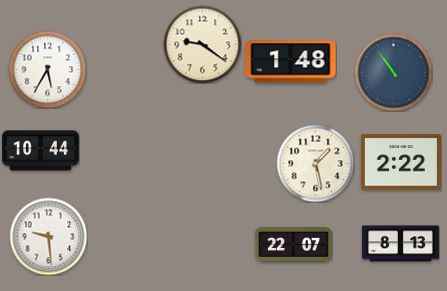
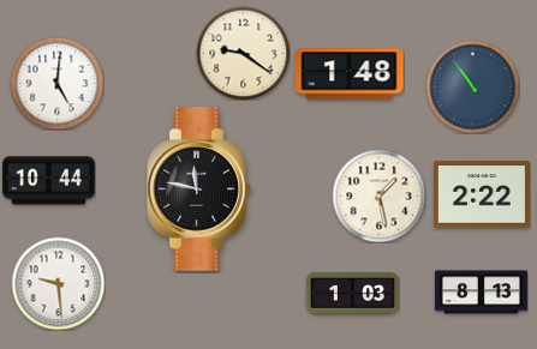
clock at (47, 69): 5:35 -> 5:01
clock at (199, 189): none -> 11:47
clock at (293, 245): 22:07 -> 1:03
